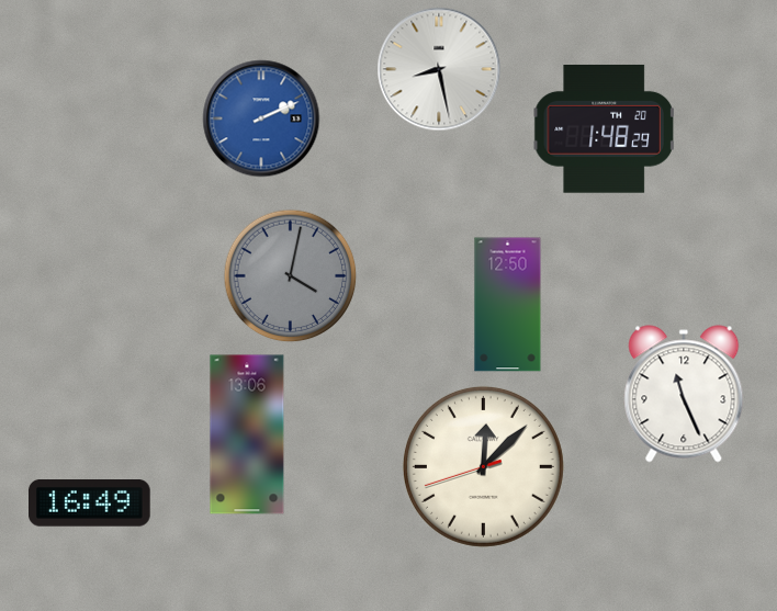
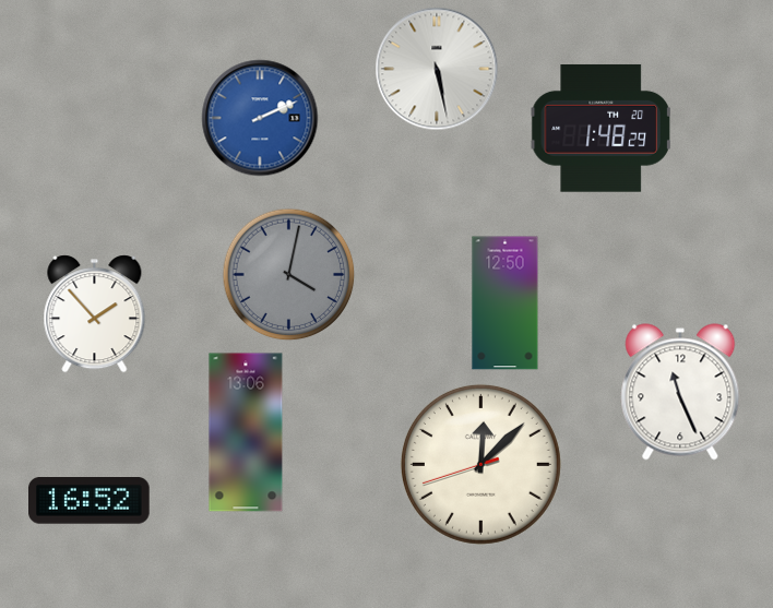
clock at (439, 69): 8:28 -> 5:28
clock at (95, 314): none -> 1:53
clock at (90, 503): 16:49 -> 16:52
